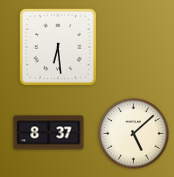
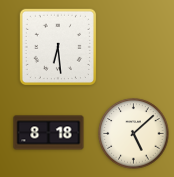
clock at (49, 133): 8:37 -> 8:18
